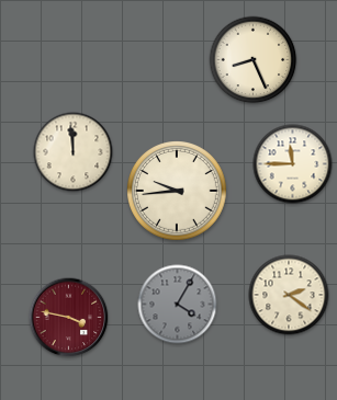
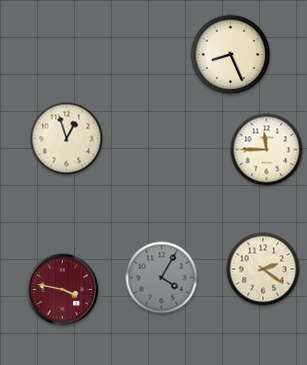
clock at (74, 152): 11:59 -> 12:57
clock at (178, 192): 9:44 -> none
